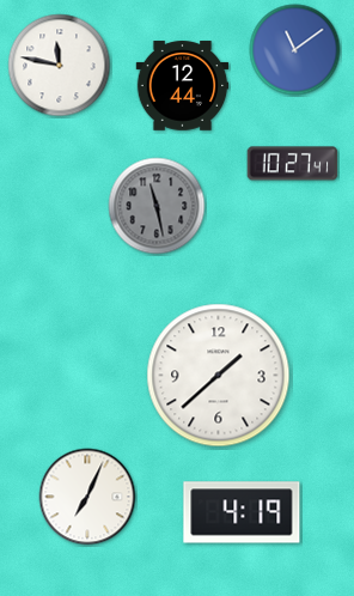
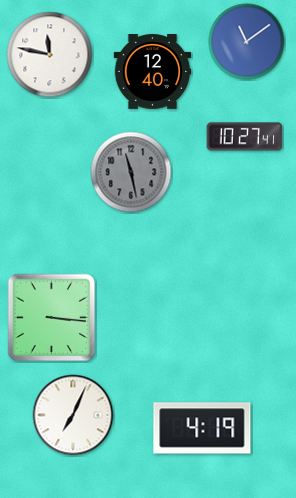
clock at (183, 86): 12:44 -> 12:40
clock at (219, 376): 1:38 -> none
clock at (52, 318): none -> 3:16
